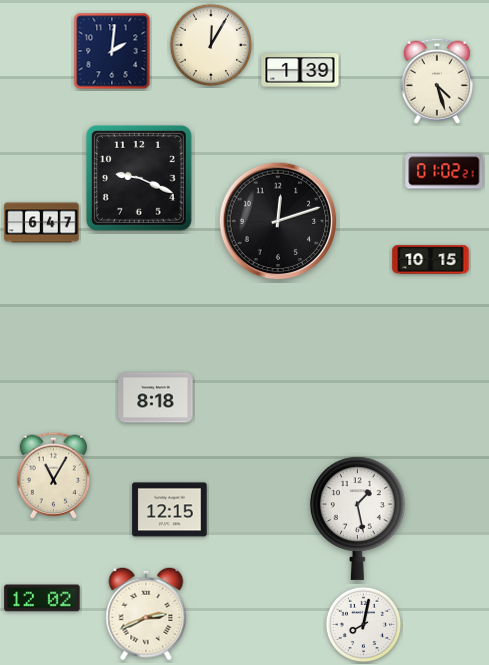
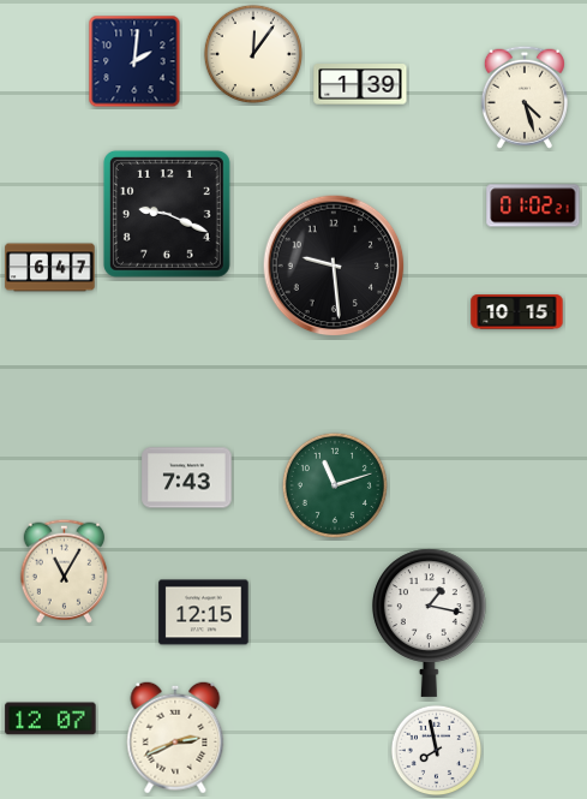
clock at (210, 44): 12:05 -> 12:06
clock at (278, 221): 12:12 -> 9:29
clock at (156, 398): 8:18 -> 7:43
clock at (335, 485): none -> 11:12
clock at (357, 518): 1:28 -> 1:17
clock at (42, 598): 12:02 -> 12:07
clock at (364, 625): 8:02 -> 7:58
